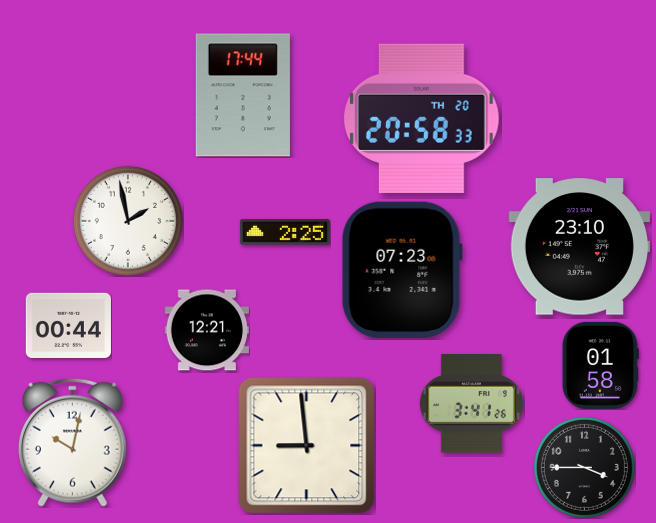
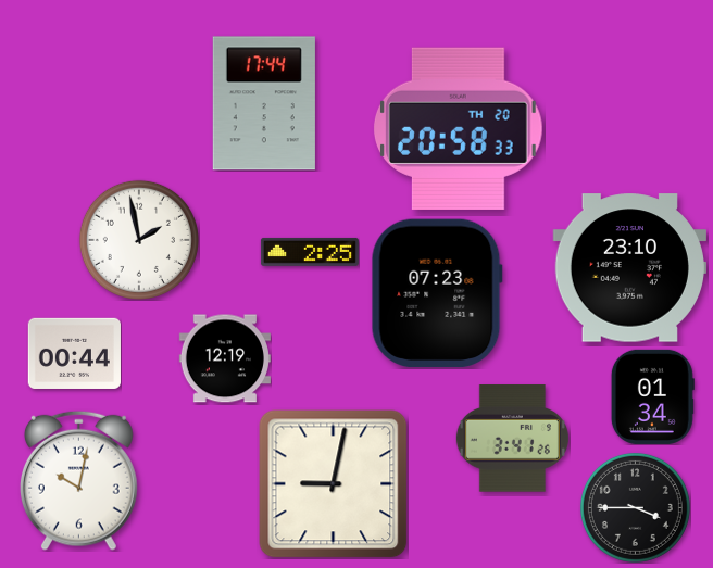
clock at (207, 330): 12:21 -> 12:19
clock at (600, 365): 01:58 -> 01:34
clock at (307, 446): 8:59 -> 9:02
